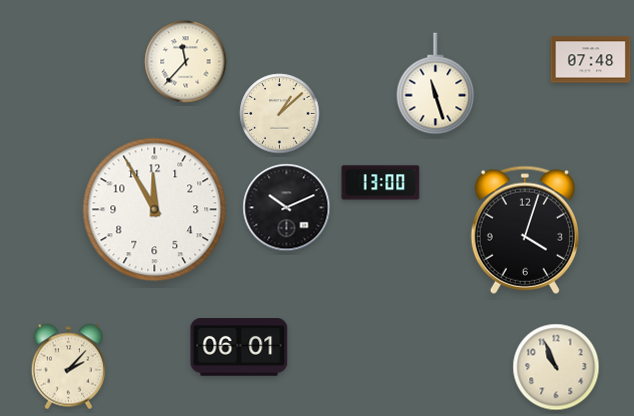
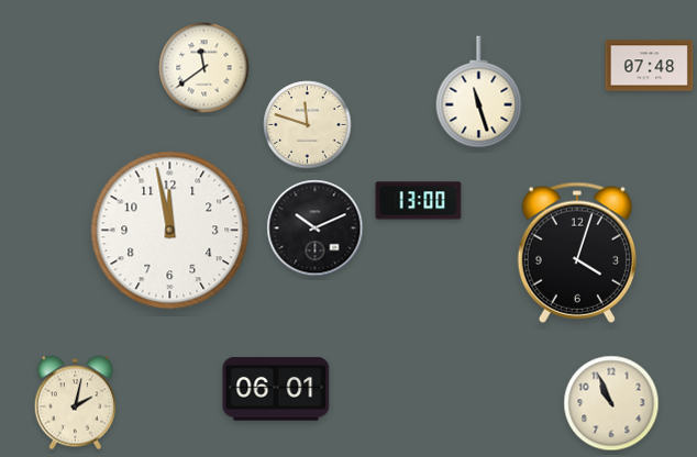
clock at (186, 62): 11:37 -> 11:39
clock at (280, 114): 1:08 -> 11:48
clock at (155, 210): 11:55 -> 11:58
clock at (239, 347) position: (239, 347) -> (276, 389)
clock at (68, 367): 2:07 -> 2:02
